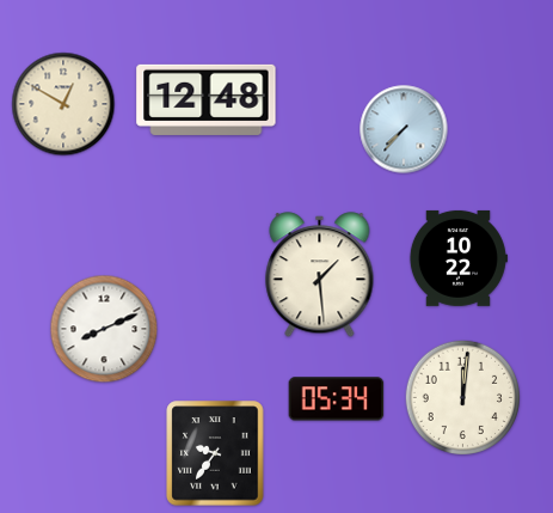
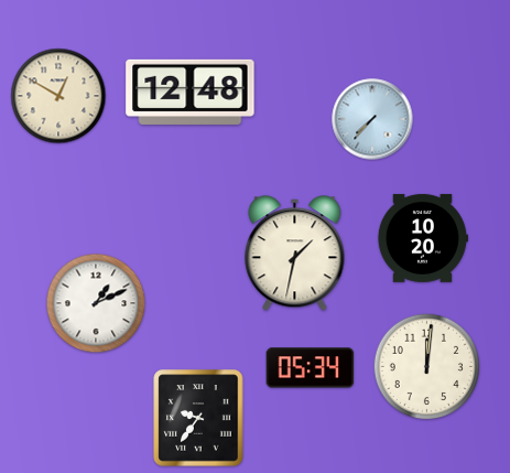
clock at (457, 258): 10:22 -> 10:20
clock at (320, 275): 1:29 -> 1:32
clock at (104, 329): 8:11 -> 1:11
